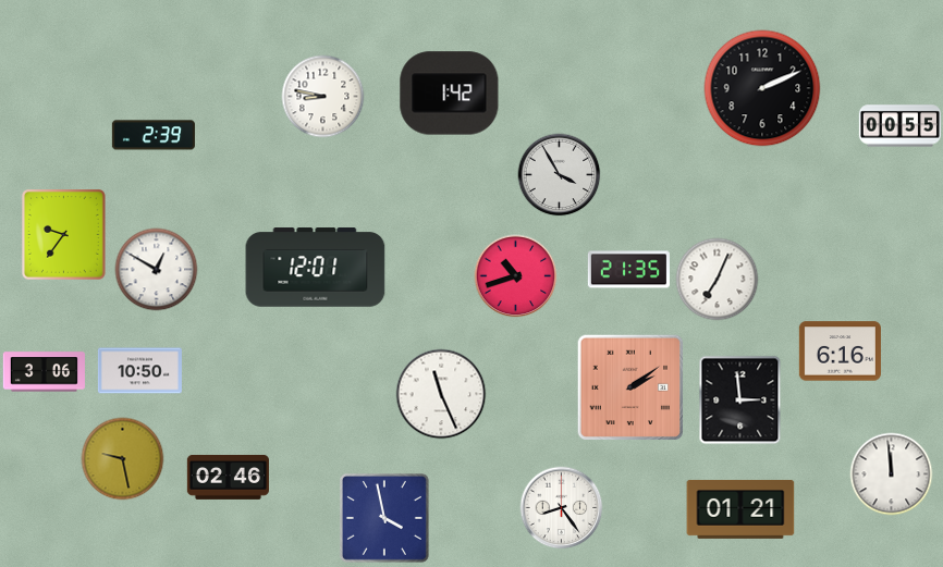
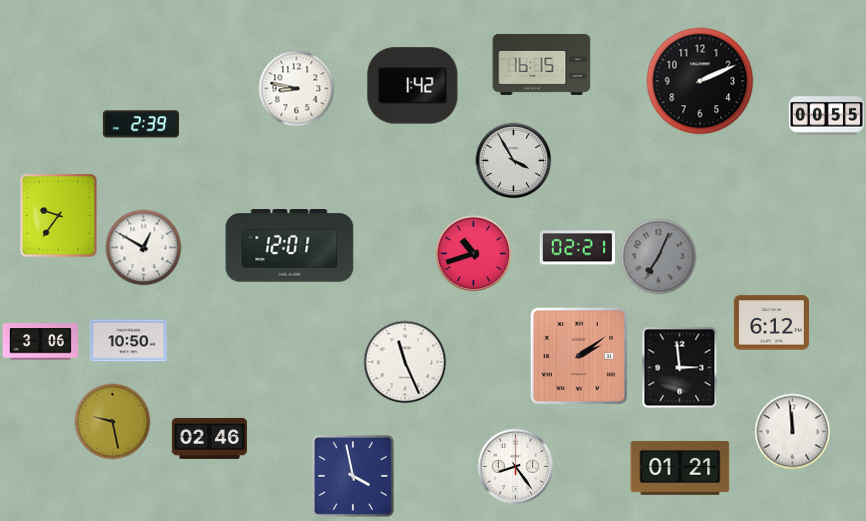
clock at (542, 64): none -> 16:15
clock at (628, 270): 21:35 -> 02:21
clock at (718, 280) dial: white -> grey
clock at (840, 352): 6:16 -> 6:12
clock at (892, 474) position: (892, 474) -> (793, 432)
